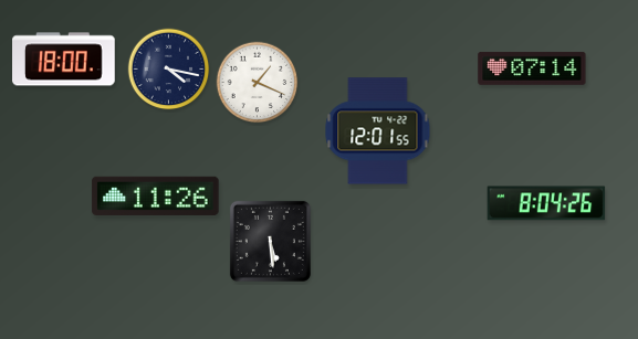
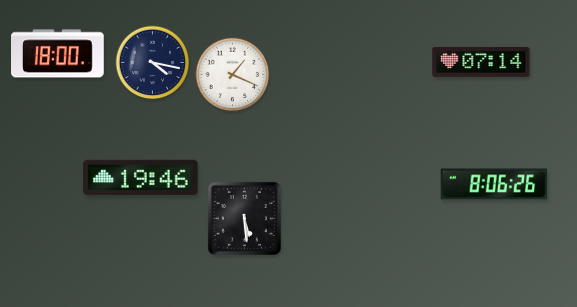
clock at (378, 131): 12:01 -> none
clock at (156, 195): 11:26 -> 19:46
clock at (546, 203): 8:04 -> 8:06
